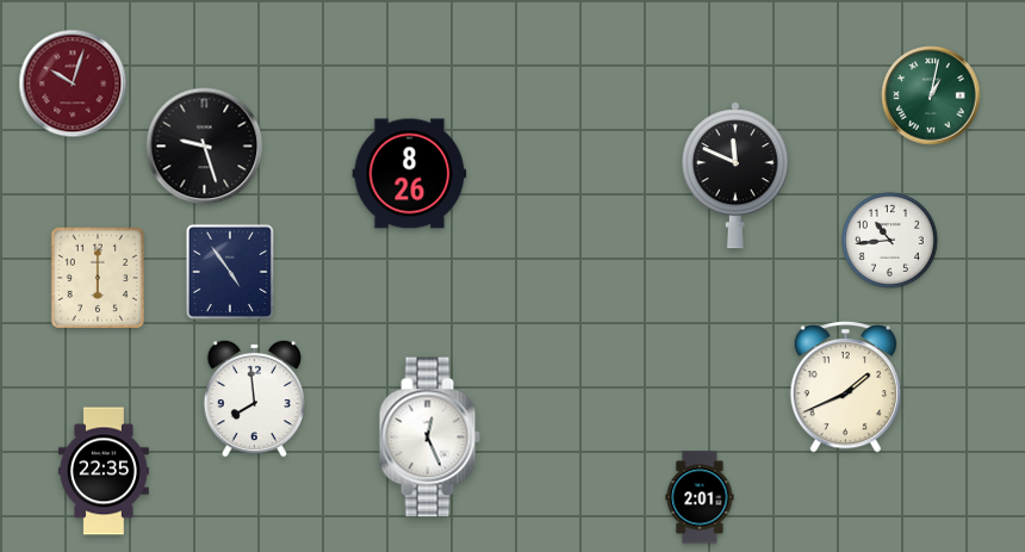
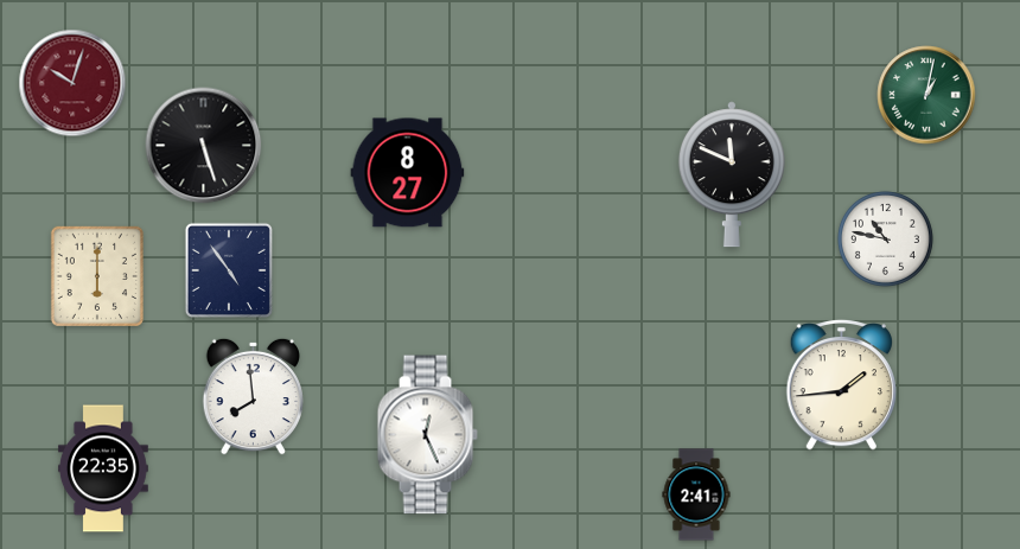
clock at (205, 147): 9:27 -> 5:27
clock at (410, 174): 8:26 -> 8:27
clock at (889, 240): 10:44 -> 10:47
clock at (845, 387): 1:41 -> 1:44
clock at (700, 497): 2:01 -> 2:41
